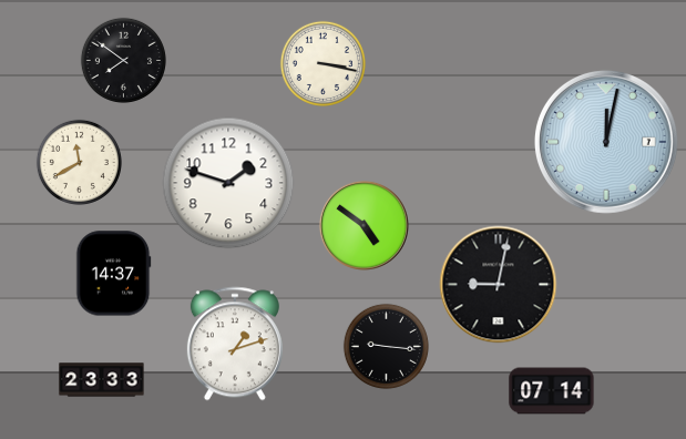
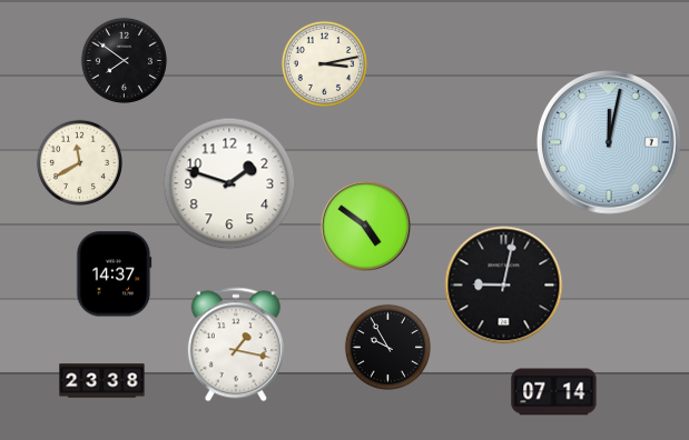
clock at (322, 63): 3:17 -> 3:13
clock at (499, 285) position: (499, 285) -> (504, 286)
clock at (235, 344): 1:12 -> 1:17
clock at (386, 346): 9:16 -> 9:55
clock at (102, 380): 23:33 -> 23:38
